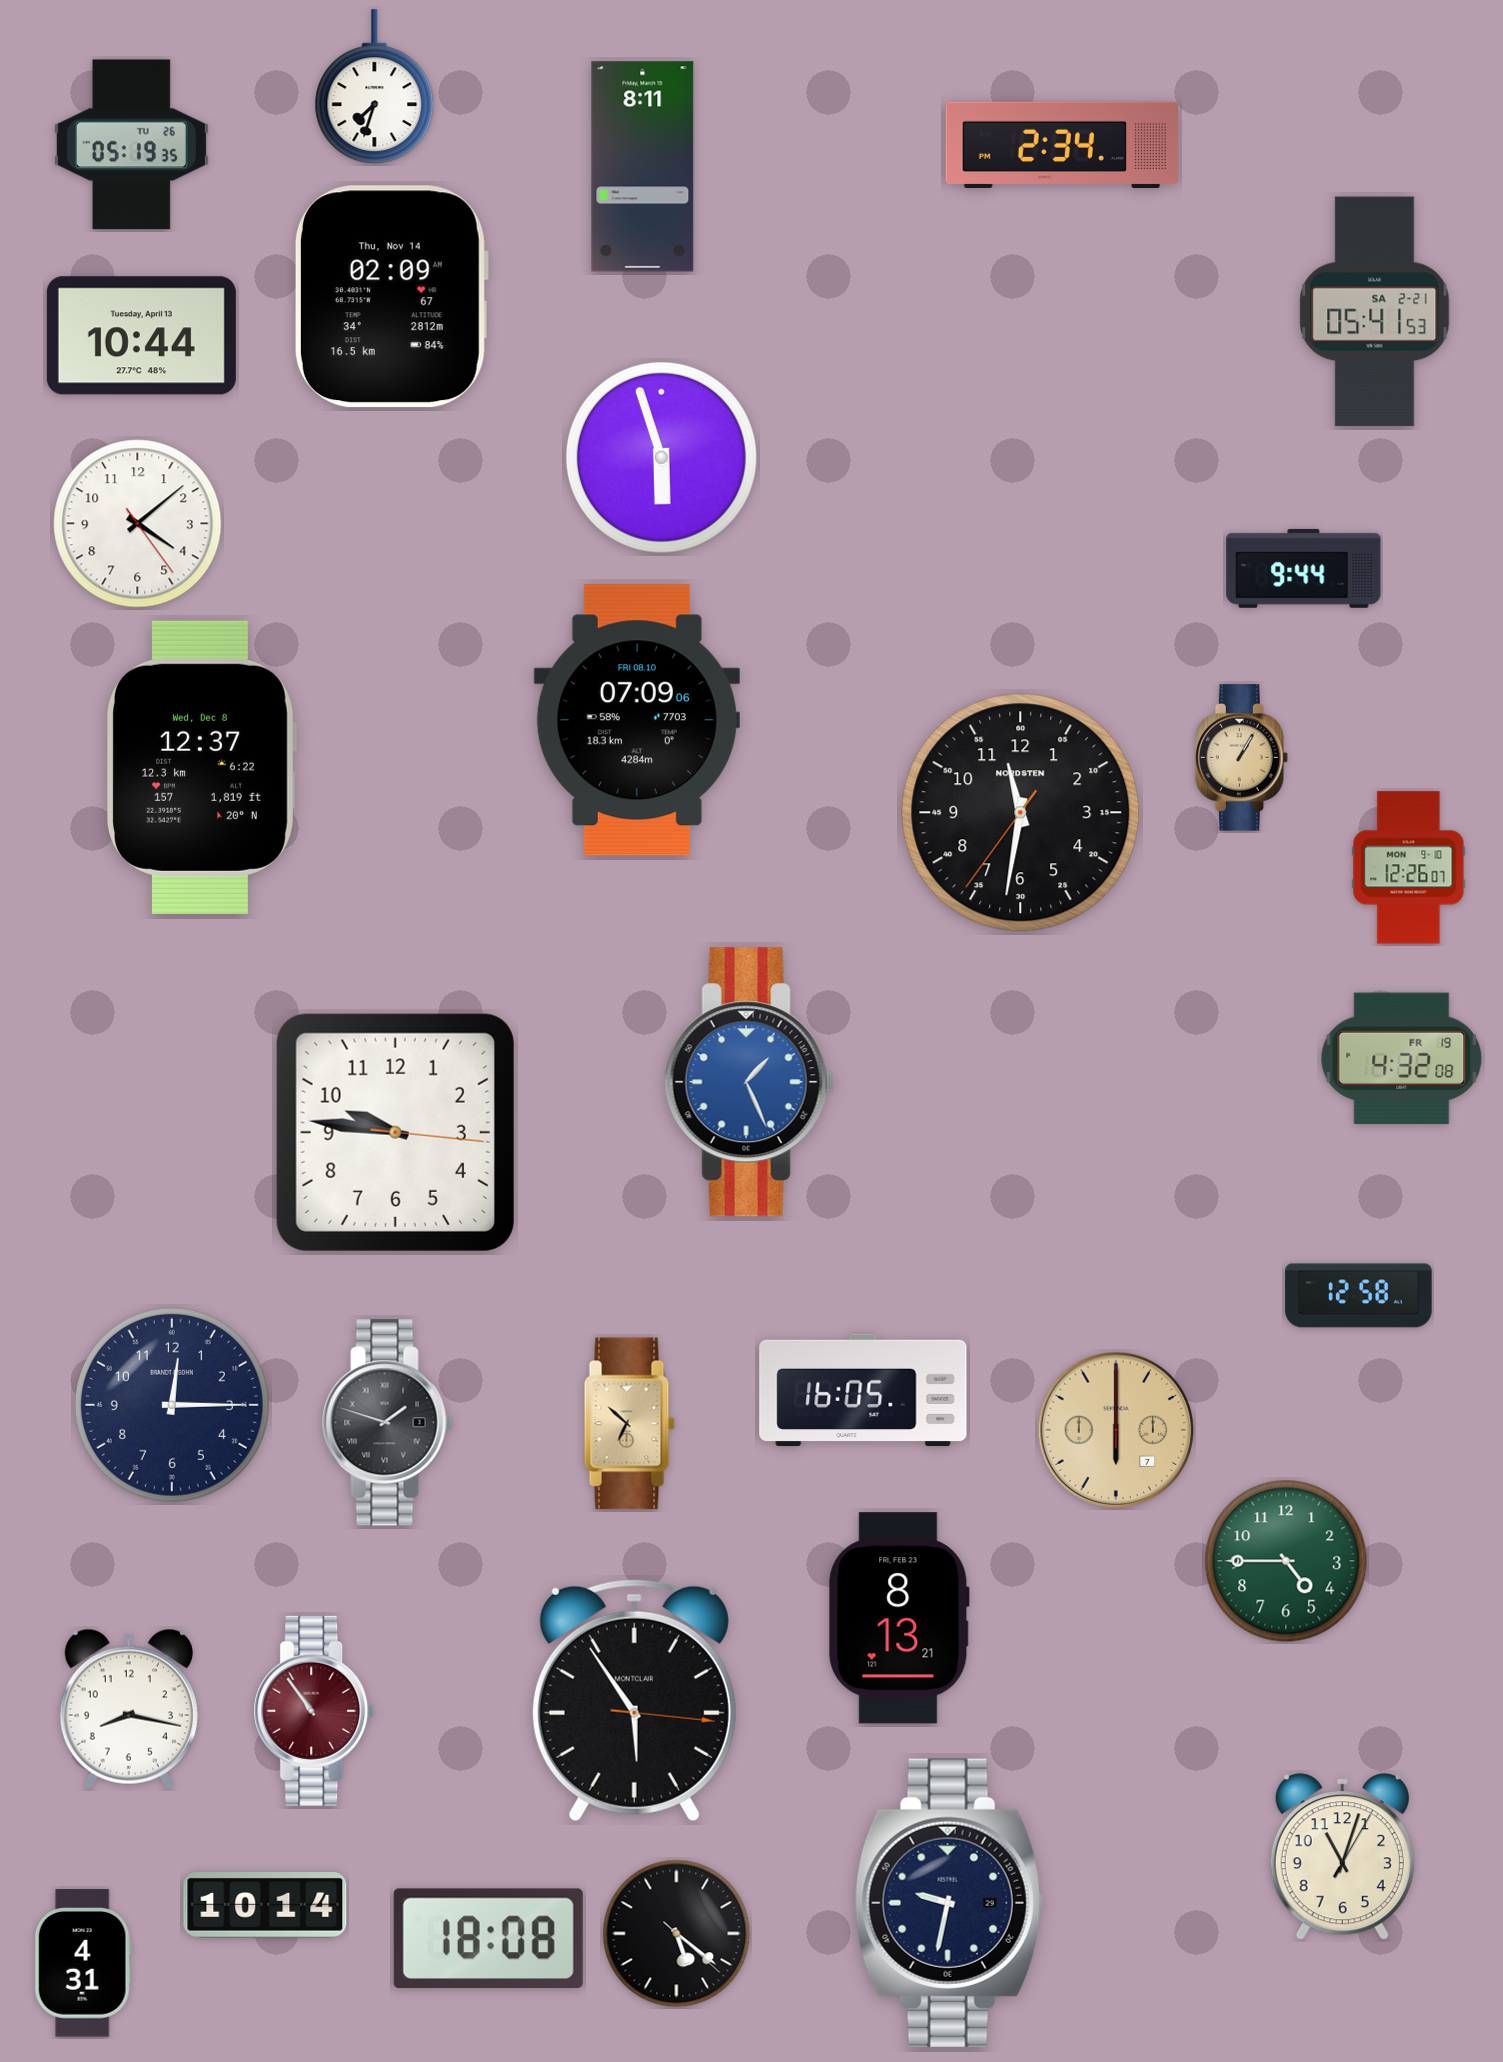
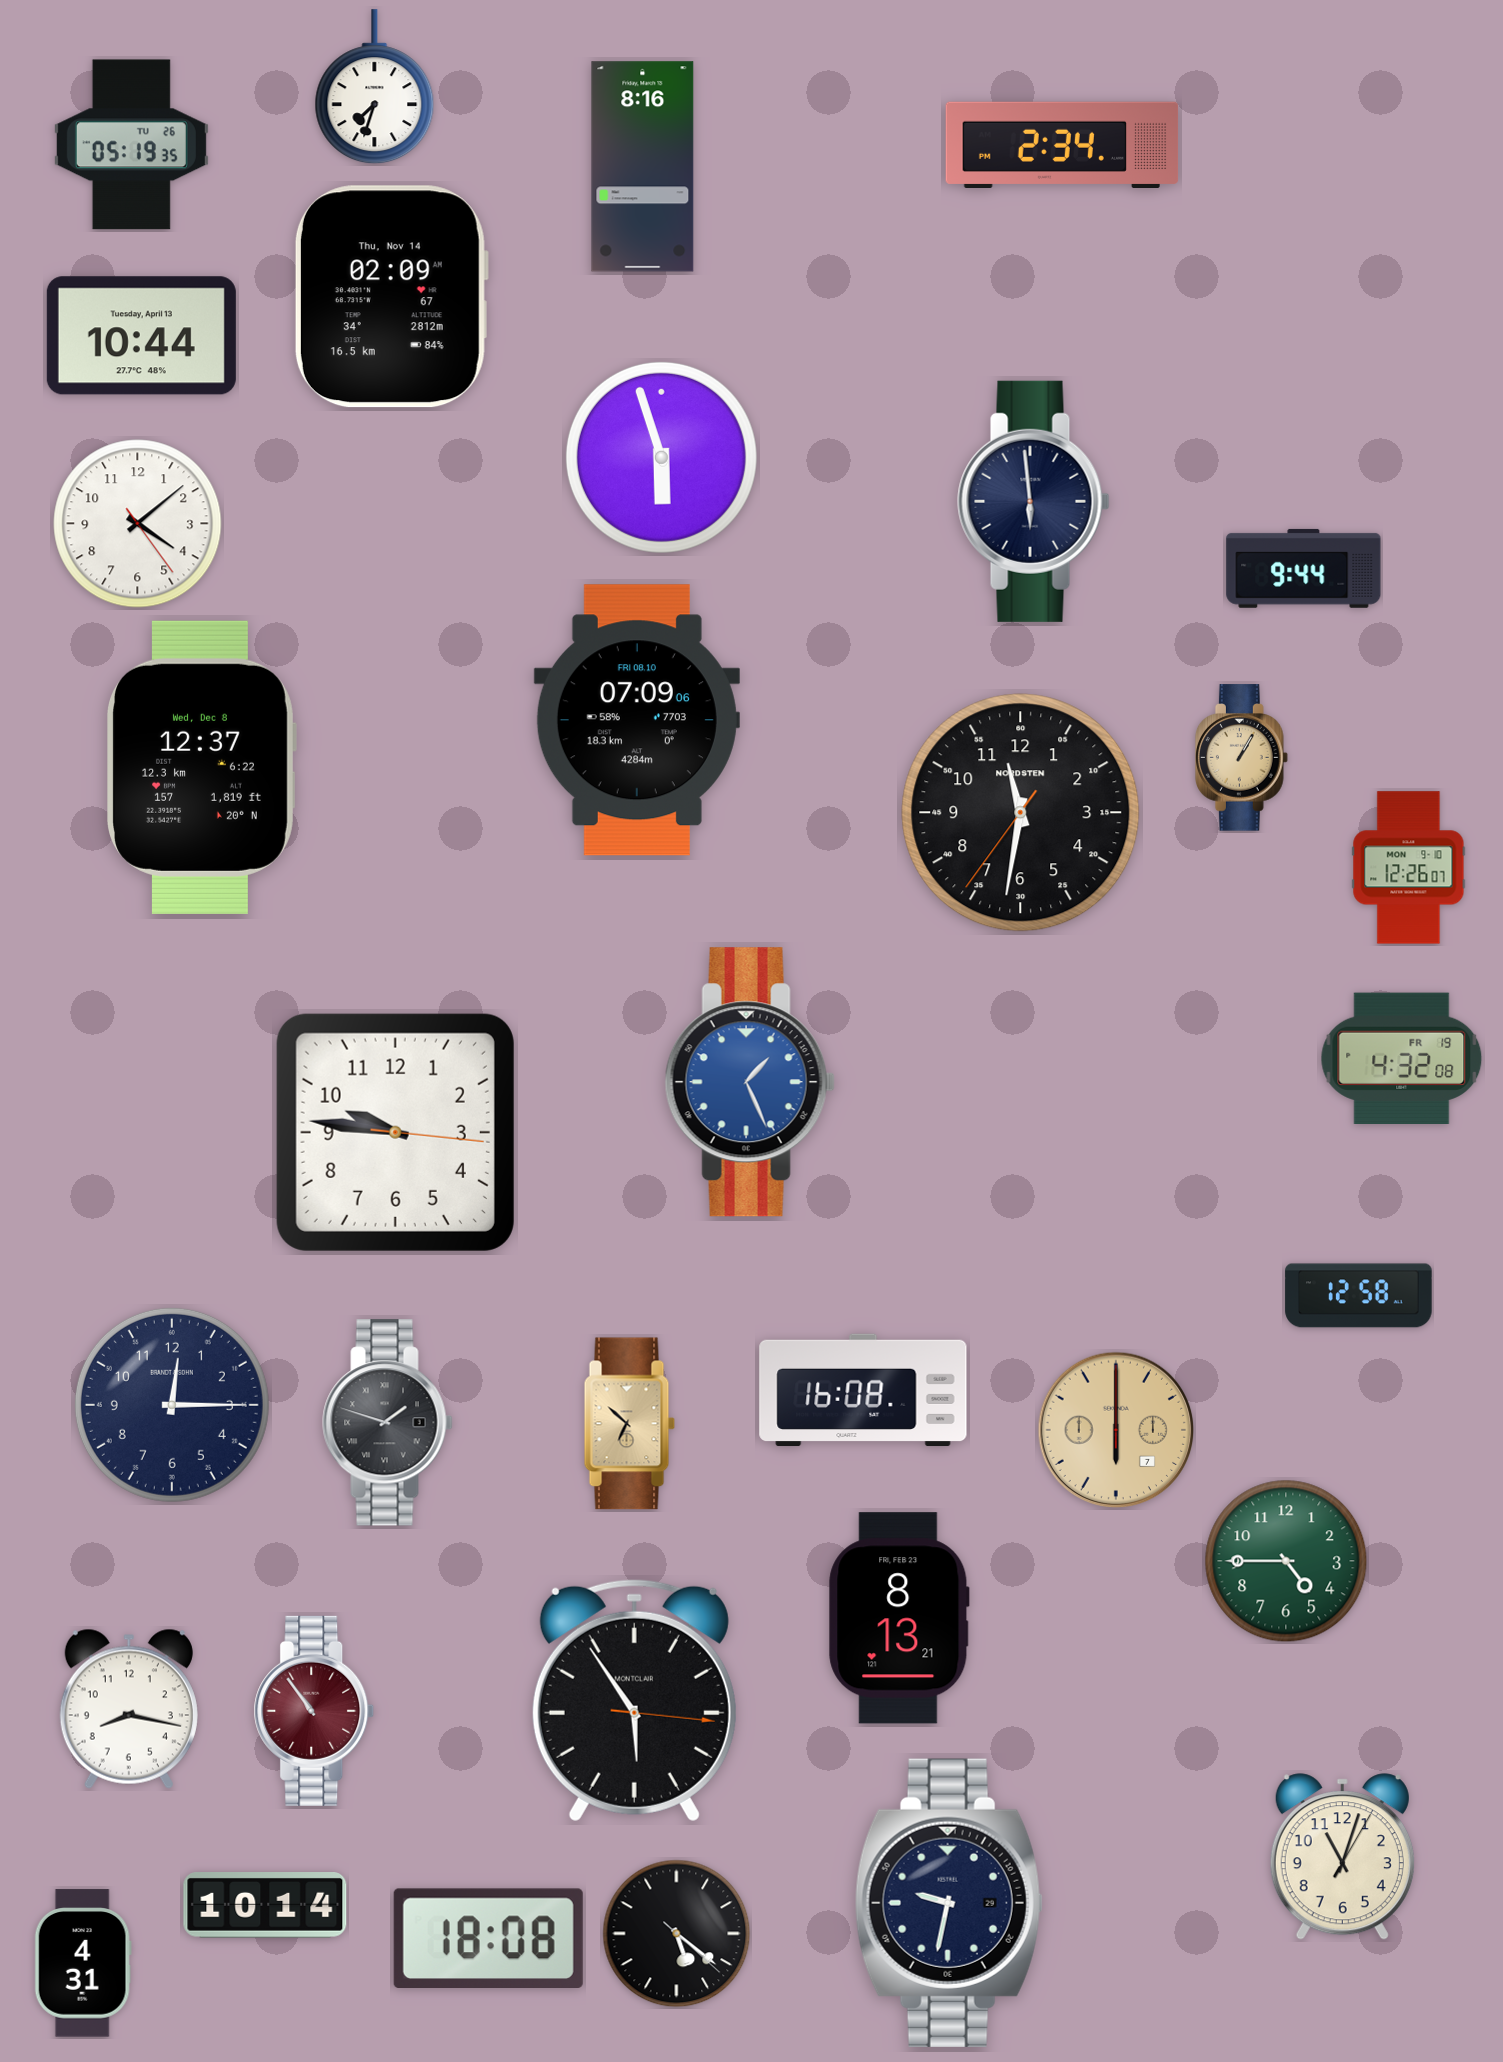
clock at (643, 167): 8:11 -> 8:16
clock at (1375, 312): 05:41 -> none
clock at (1034, 501): none -> 5:59
clock at (863, 1390): 16:05 -> 16:08
